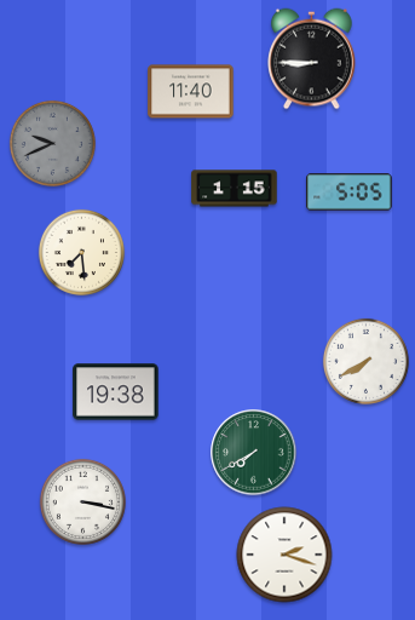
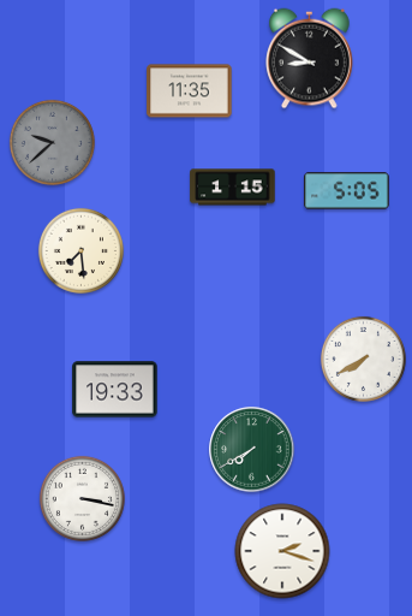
clock at (312, 59): 8:45 -> 8:50
clock at (191, 92): 11:40 -> 11:35
clock at (52, 143): 9:41 -> 9:38
clock at (116, 392): 19:38 -> 19:33
